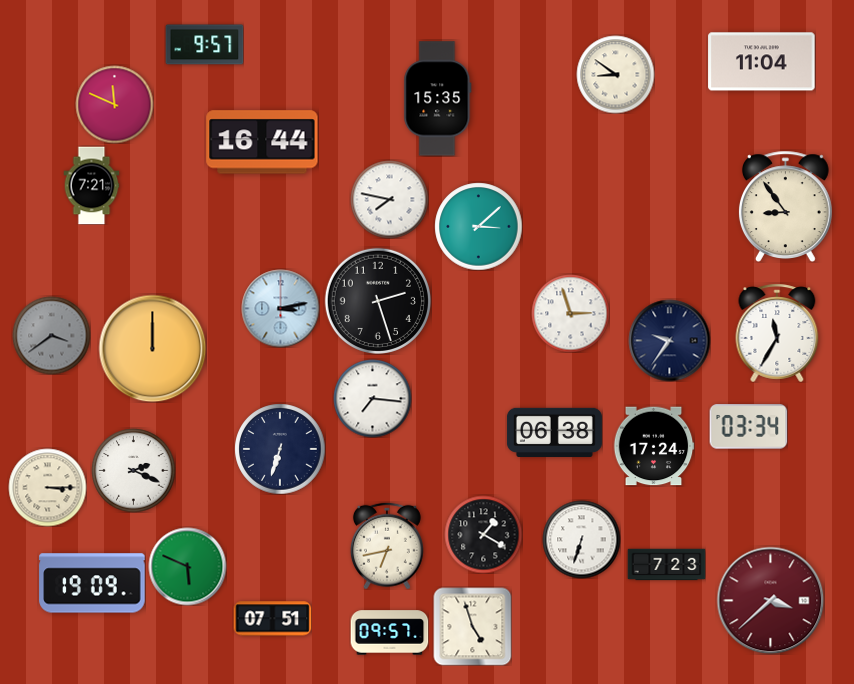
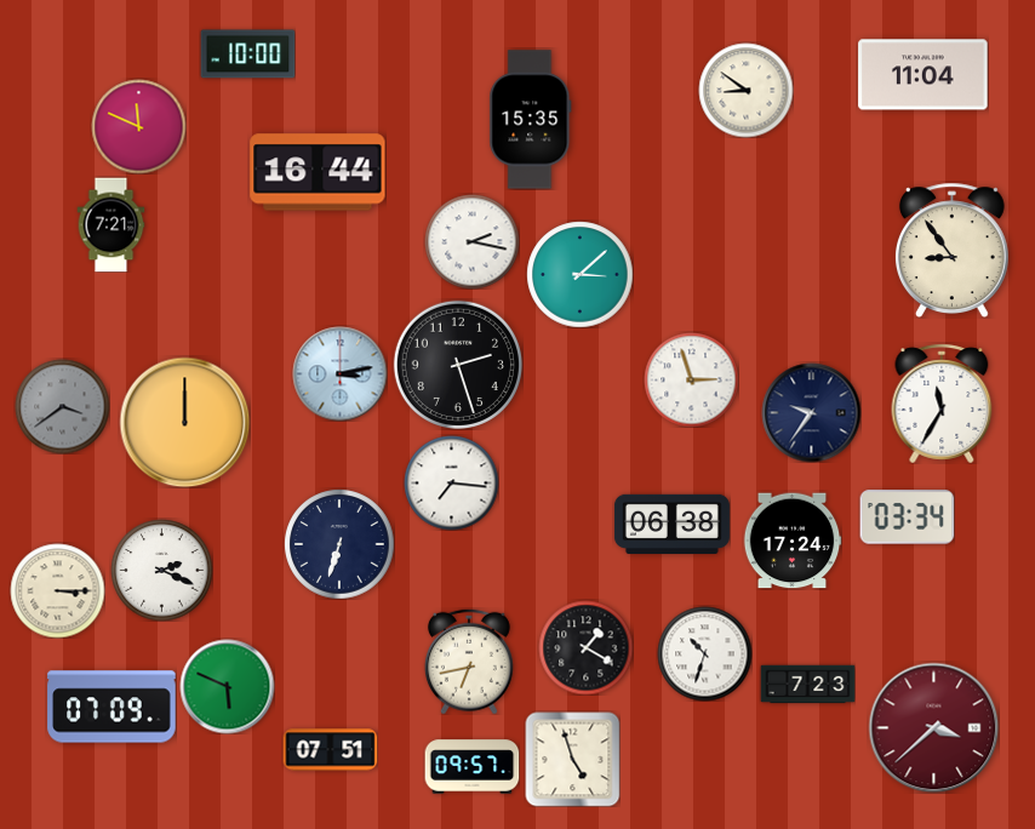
clock at (204, 45): 9:57 -> 10:00
clock at (389, 199): 7:47 -> 2:17
clock at (581, 539): 6:33 -> 10:33
clock at (92, 583): 19:09 -> 07:09
